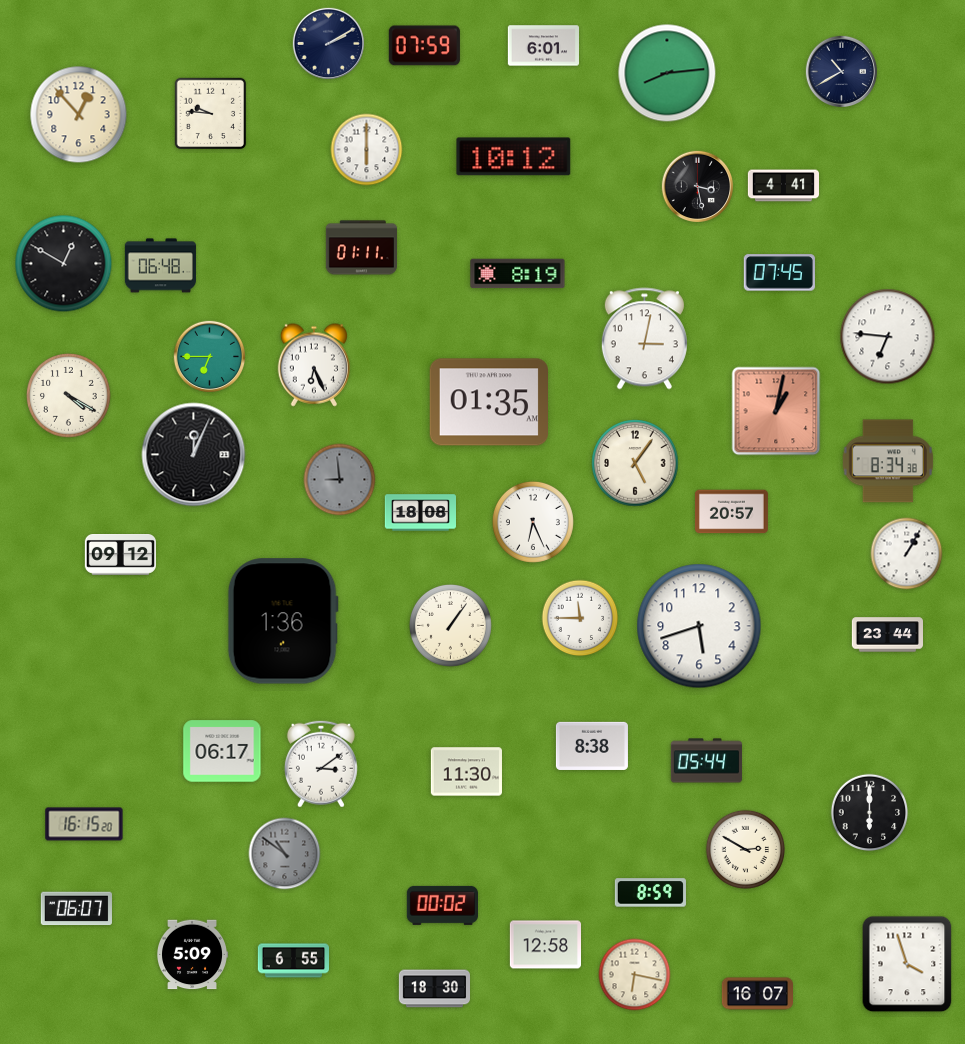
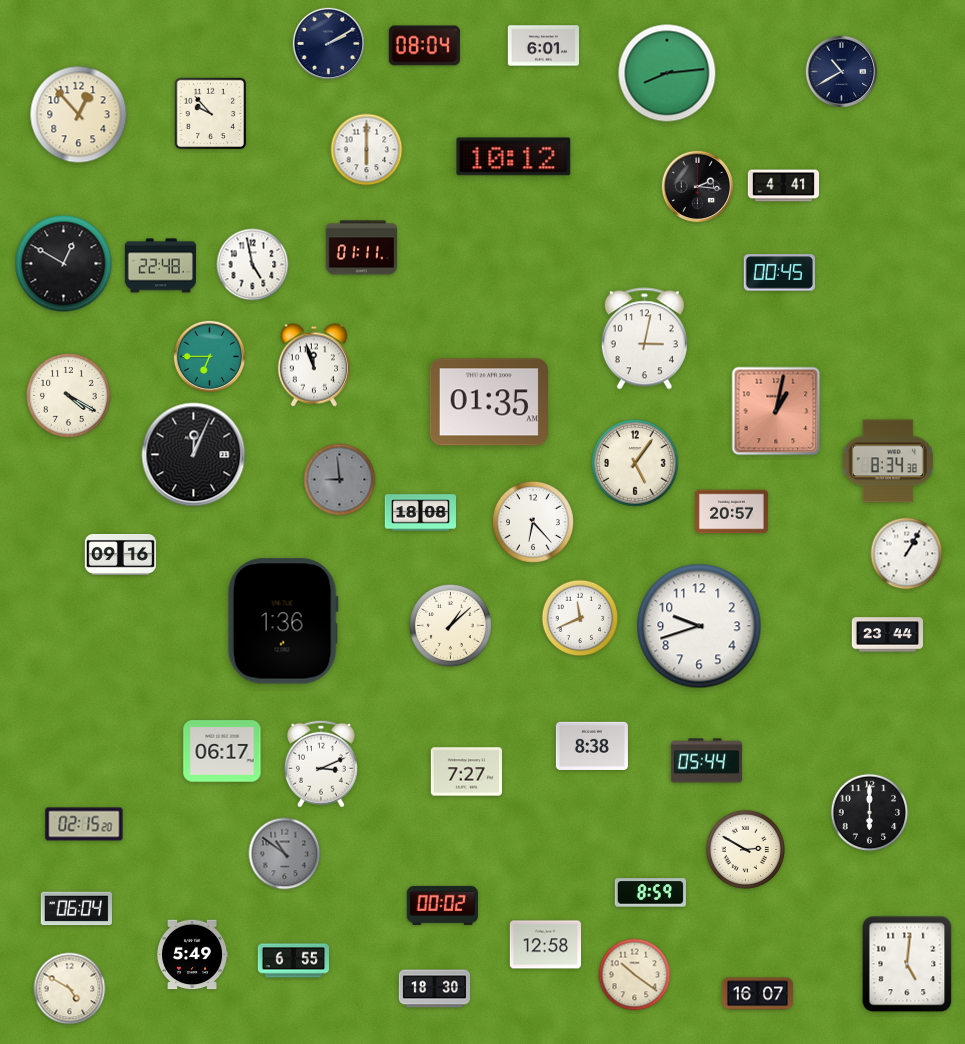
clock at (424, 46): 07:59 -> 08:04
clock at (211, 114): 9:46 -> 9:53
clock at (697, 186): 3:28 -> 2:16
clock at (253, 265): none -> 4:58
clock at (160, 266): 06:48 -> 22:48
clock at (779, 273): 07:45 -> 00:45
clock at (518, 274): 8:19 -> none
clock at (888, 337): 6:46 -> none
clock at (313, 365): 6:26 -> 11:57
clock at (533, 522): 6:26 -> 6:23
clock at (120, 555): 09:12 -> 09:16
clock at (580, 618): 11:45 -> 11:41
clock at (450, 625): 1:06 -> 1:08
clock at (699, 626): 5:42 -> 9:42
clock at (321, 764): 3:09 -> 3:11
clock at (466, 772): 11:30 -> 7:27
clock at (84, 824): 16:15 -> 02:15
clock at (76, 909): 06:07 -> 06:04
clock at (192, 955): 5:09 -> 5:49
clock at (907, 964): 3:57 -> 5:01
clock at (635, 975): 6:17 -> 10:21
clock at (70, 989): none -> 4:50
